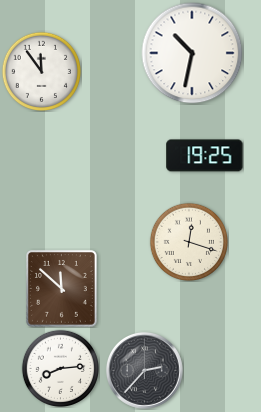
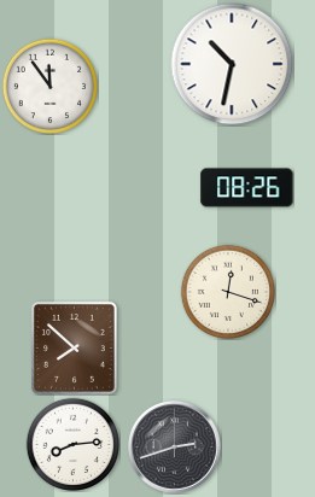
clock at (205, 156): 19:25 -> 08:26
clock at (61, 288): 11:52 -> 7:52
clock at (144, 370): 2:37 -> 2:42
